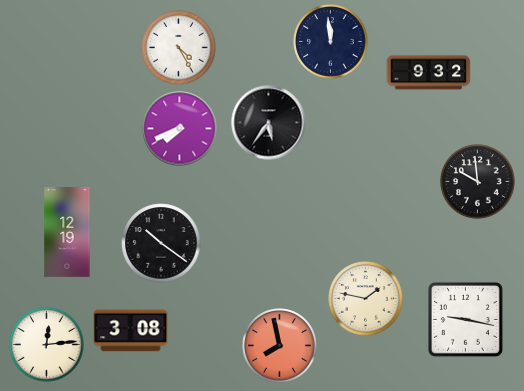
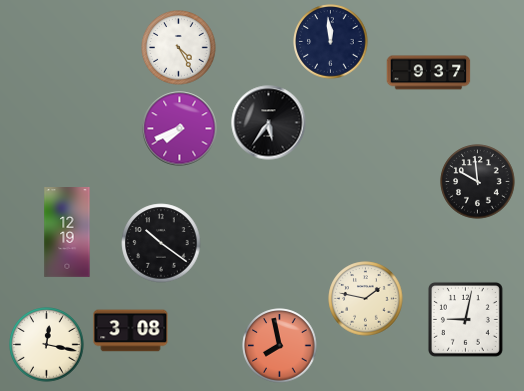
clock at (429, 73): 9:32 -> 9:37
clock at (465, 319): 9:17 -> 9:02
clock at (47, 345): 12:14 -> 12:17
